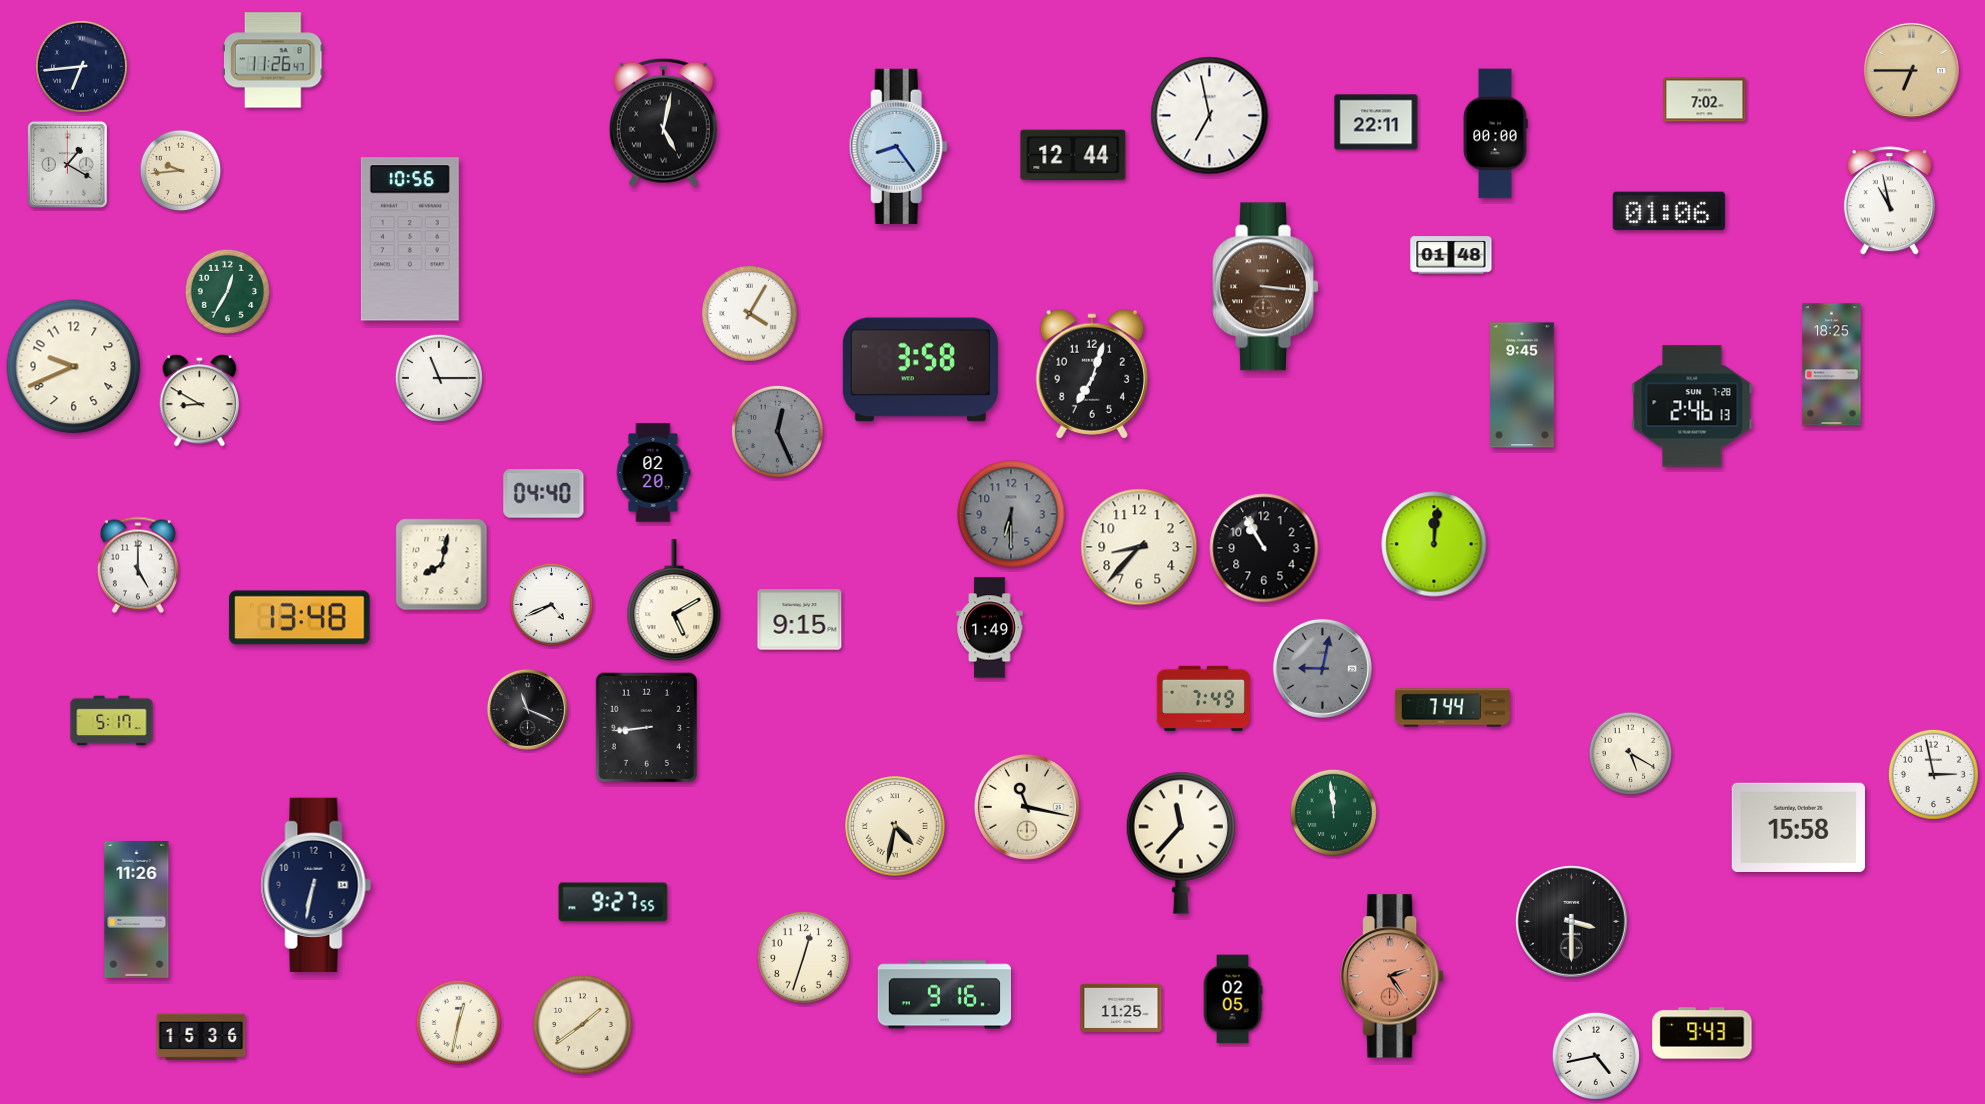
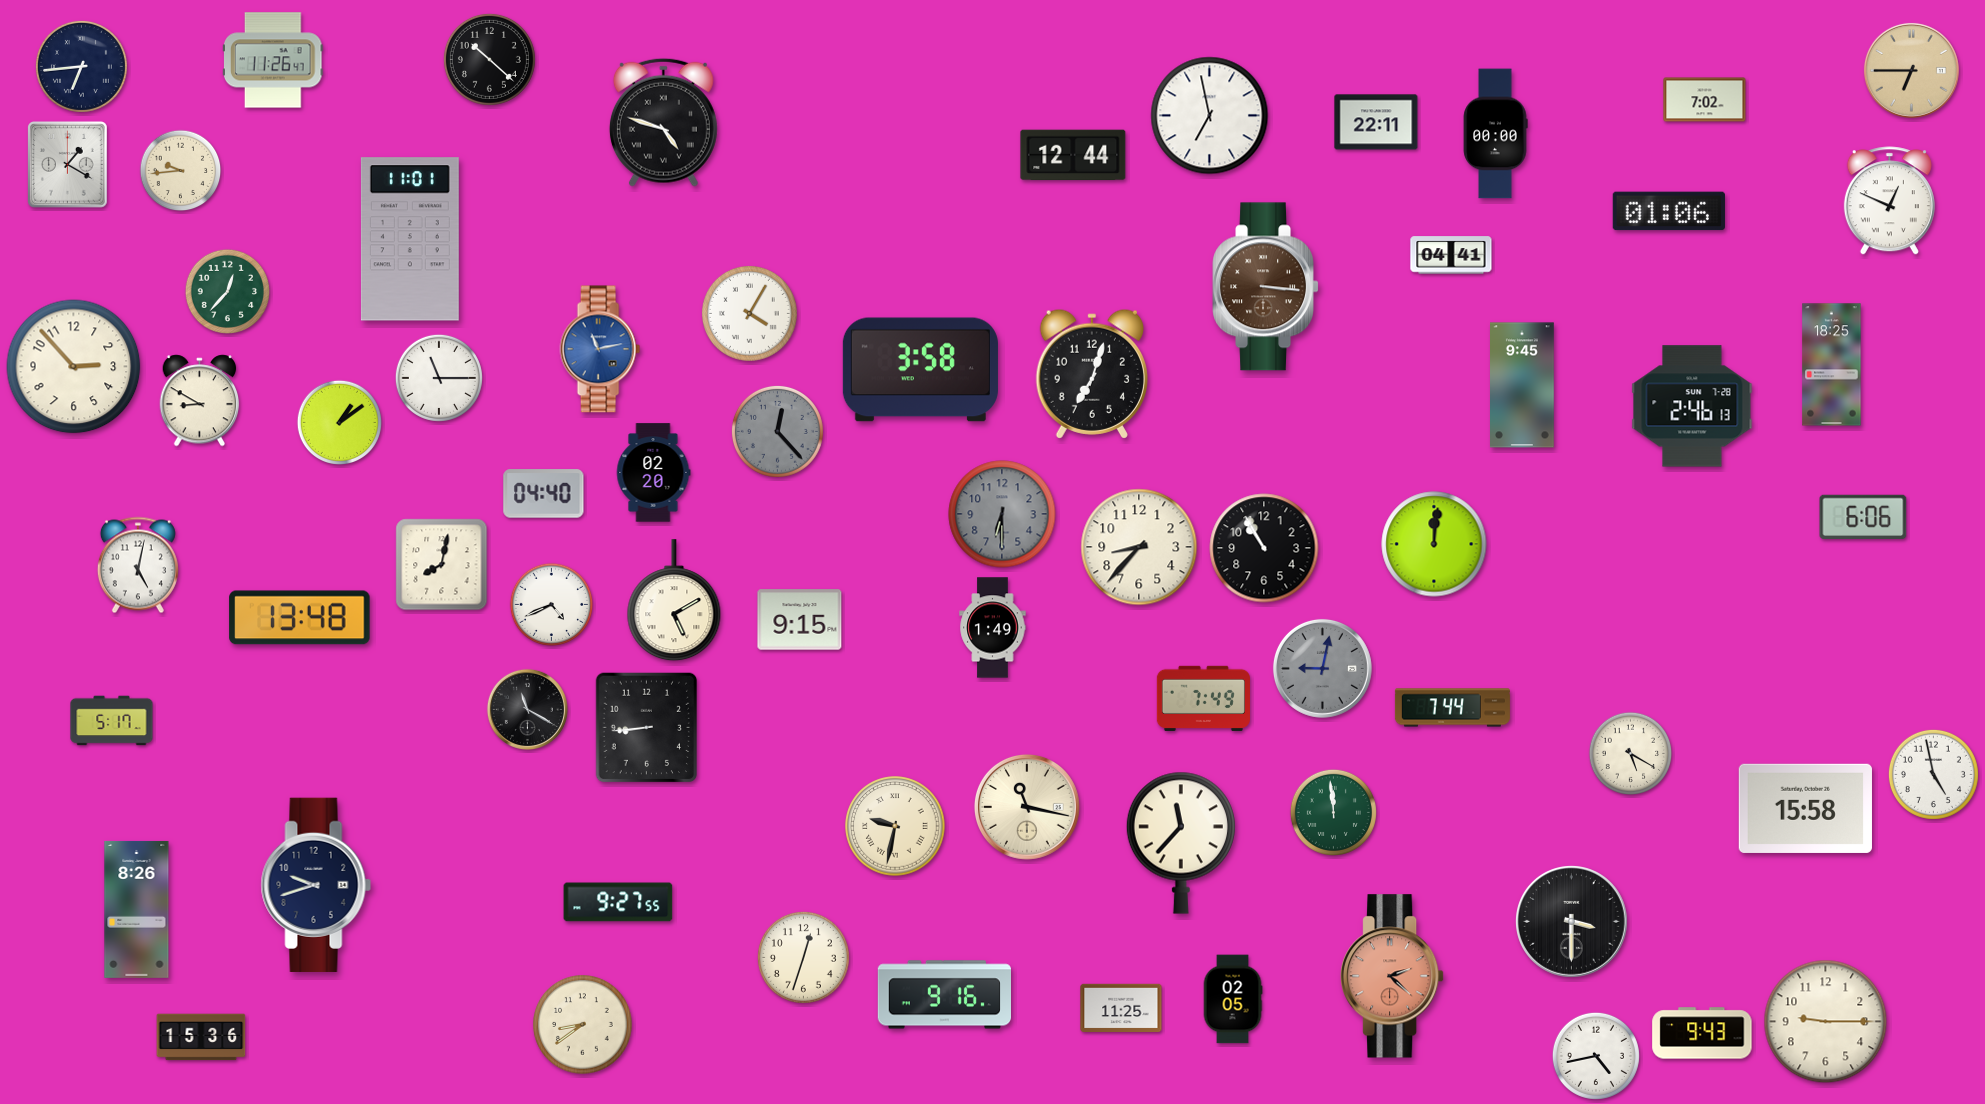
clock at (489, 59): none -> 10:22
clock at (663, 122): 5:02 -> 4:48
clock at (898, 146): 8:24 -> none
clock at (1889, 201): 10:58 -> 12:49
clock at (410, 239): 10:56 -> 11:01
clock at (1451, 255): 01:48 -> 04:41
clock at (227, 291): 12:35 -> 12:37
clock at (600, 349): none -> 11:13
clock at (74, 367): 9:41 -> 2:53
clock at (339, 422): none -> 1:09
clock at (777, 431): 12:26 -> 12:23
clock at (1011, 514) position: (1011, 514) -> (1002, 514)
clock at (1863, 516): none -> 6:06
clock at (138, 565): 5:00 -> 5:02
clock at (990, 628) position: (990, 628) -> (993, 628)
clock at (527, 709): 11:19 -> 11:20
clock at (1933, 774): 2:58 -> 4:58
clock at (895, 826): 4:32 -> 9:32
clock at (1798, 827) position: (1798, 827) -> (1805, 808)
clock at (316, 885): 6:32 -> 9:42
clock at (613, 902) position: (613, 902) -> (618, 902)
clock at (137, 909): 11:26 -> 8:26
clock at (1393, 976): 2:24 -> 2:22
clock at (458, 1022): 12:32 -> none
clock at (1826, 1022): none -> 9:15
clock at (583, 1025): 1:39 -> 8:39
